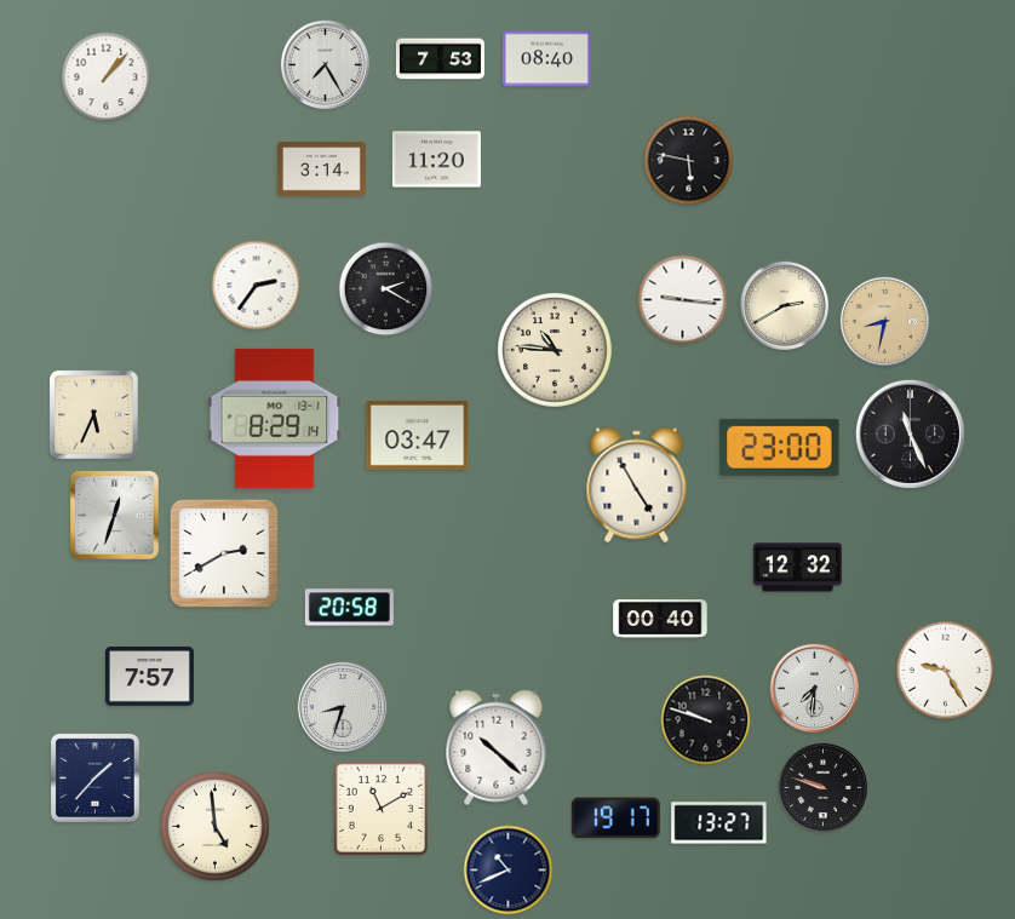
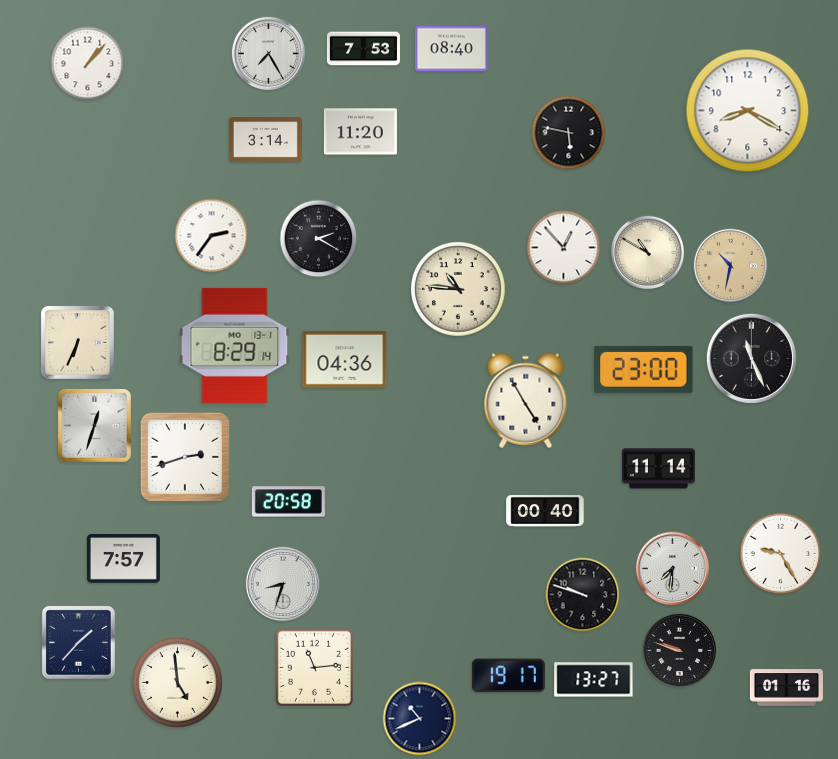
clock at (748, 111): none -> 8:20
clock at (683, 300): 9:16 -> 12:53
clock at (784, 305): 2:40 -> 10:50
clock at (884, 321): 8:32 -> 10:32
clock at (93, 414): 5:34 -> 6:34
clock at (275, 418) position: (275, 418) -> (235, 345)
clock at (418, 435): 03:47 -> 04:36
clock at (224, 553): 2:40 -> 2:42
clock at (797, 568): 12:32 -> 11:14
clock at (497, 748): 10:22 -> none
clock at (380, 808): 11:10 -> 11:14
clock at (786, 688): none -> 01:16
